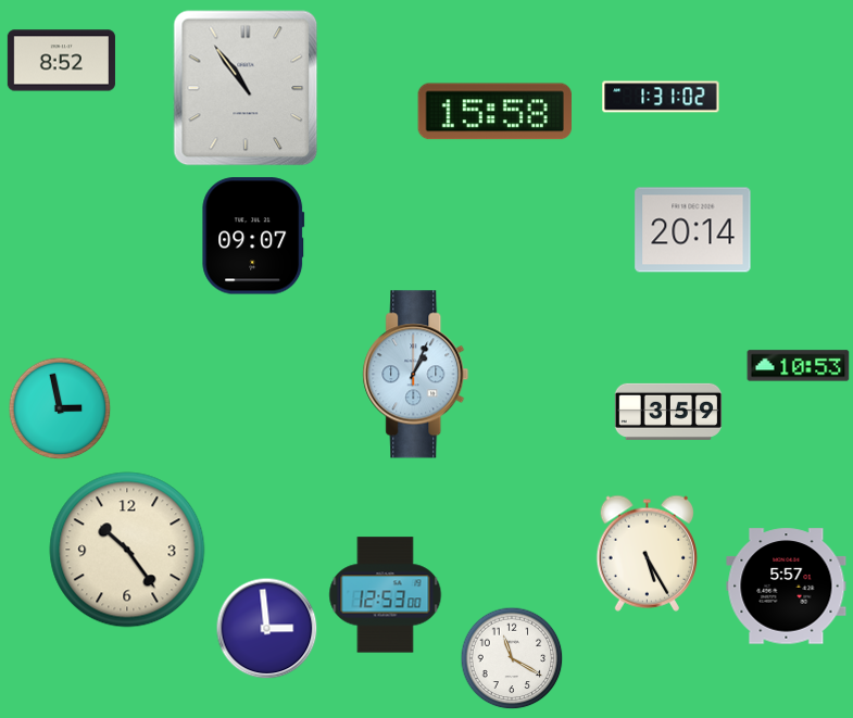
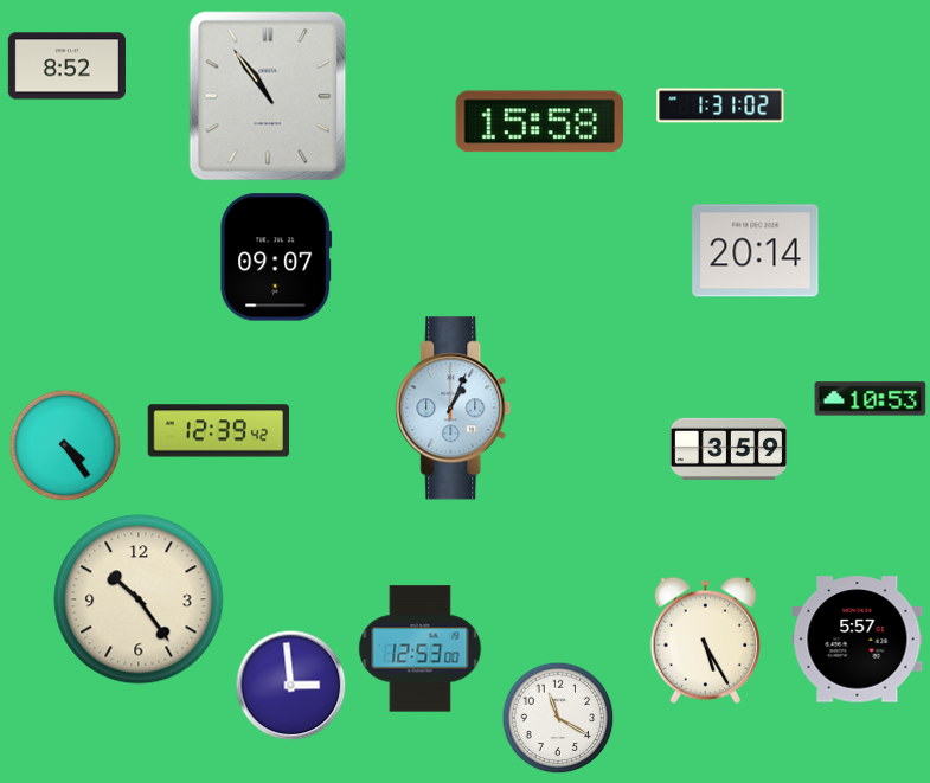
clock at (219, 431): none -> 12:39
clock at (60, 408): 2:58 -> 4:24
clock at (647, 553) position: (647, 553) -> (705, 640)
